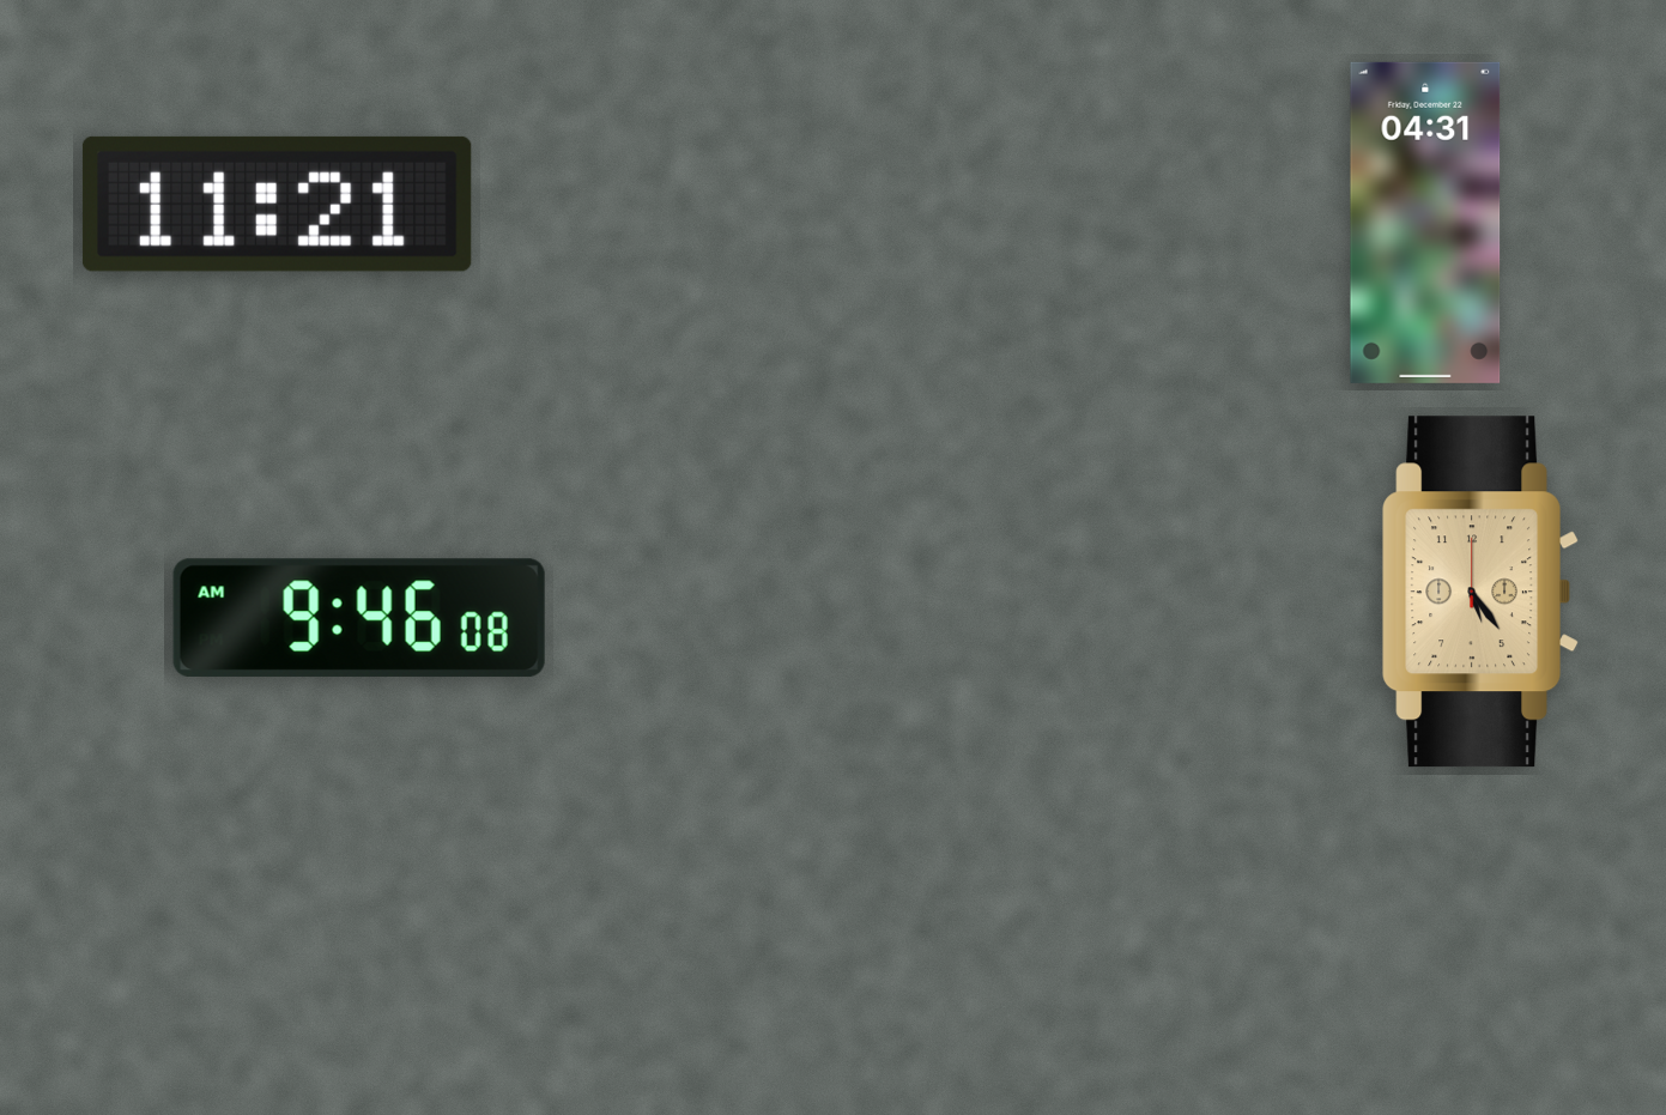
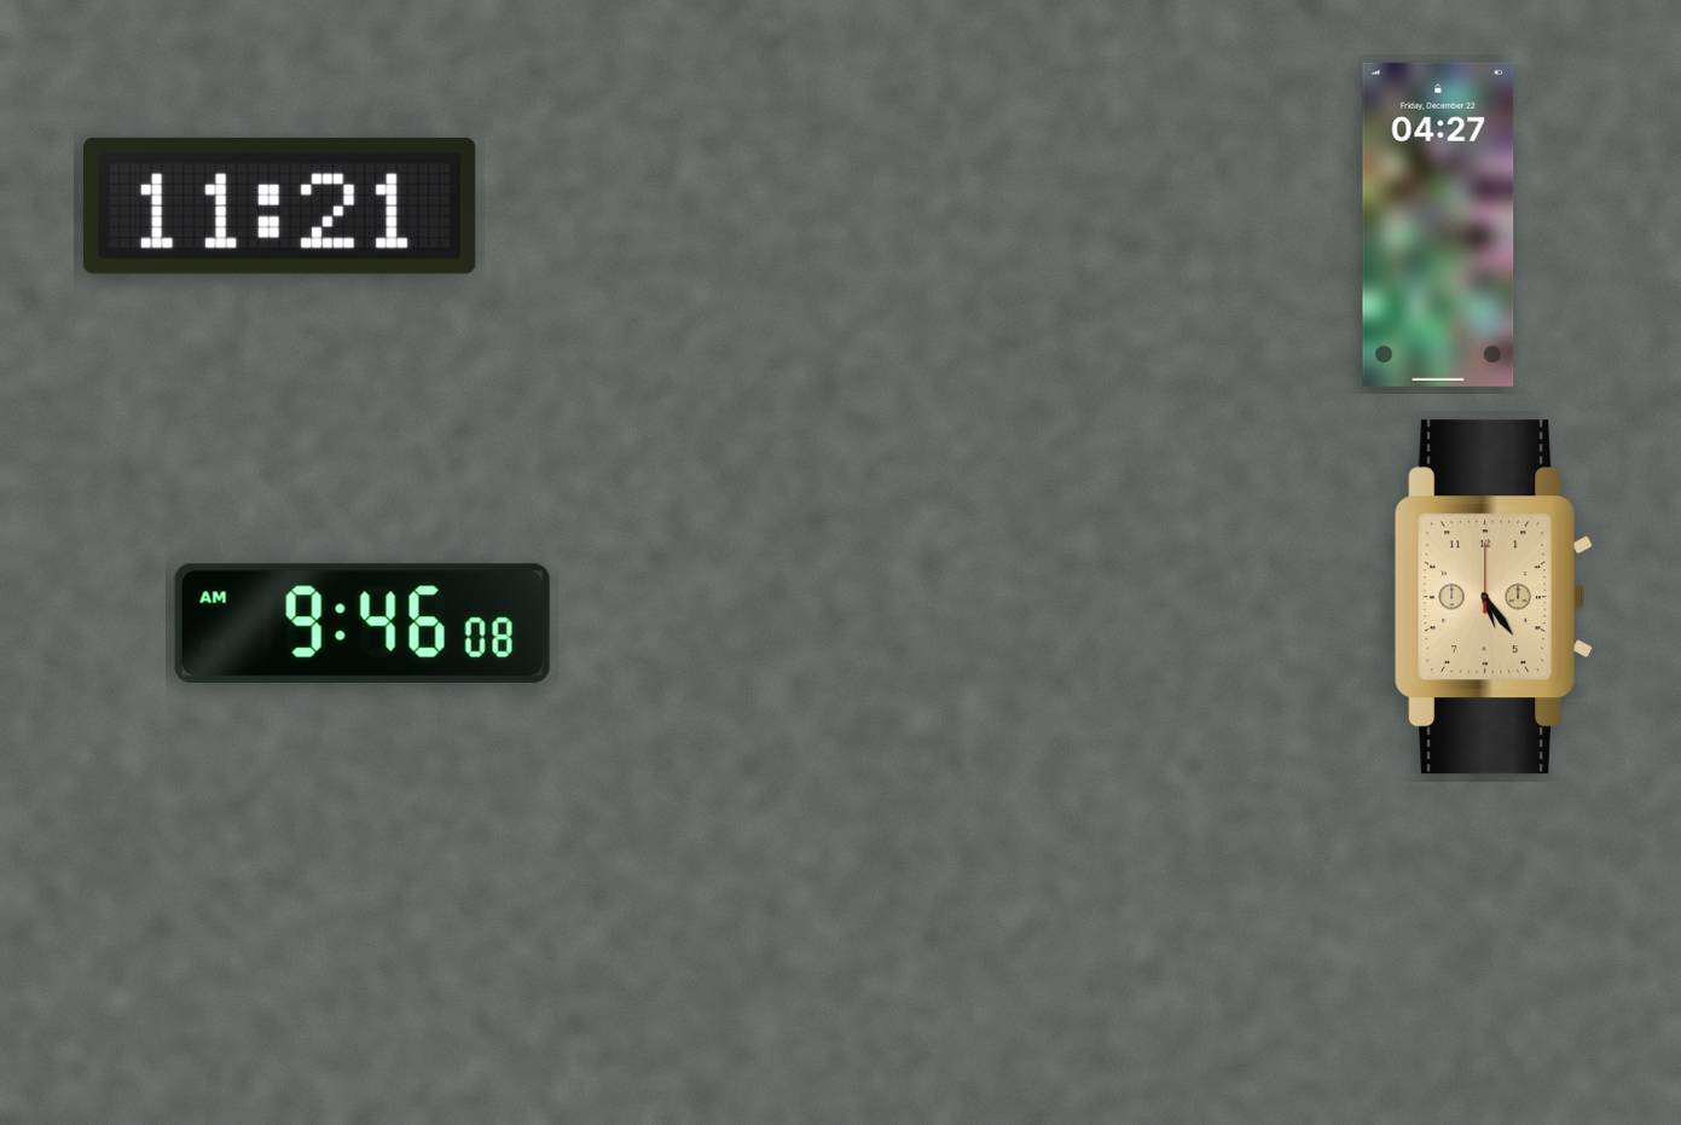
clock at (1425, 223): 04:31 -> 04:27
